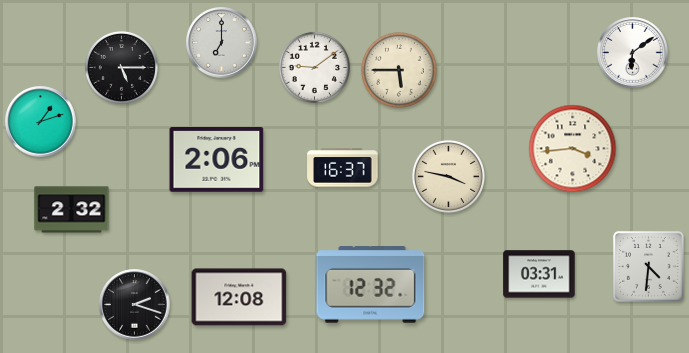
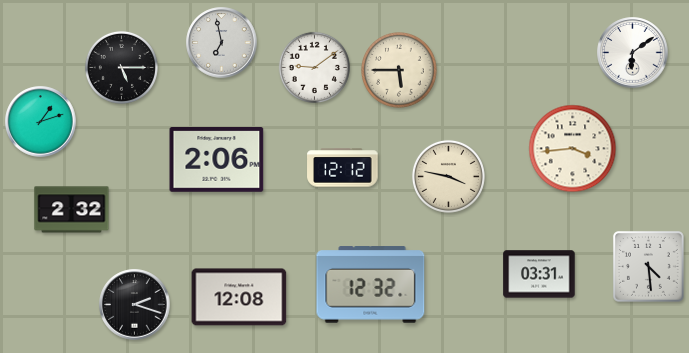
clock at (222, 43): 7:00 -> 6:58
clock at (343, 168): 16:37 -> 12:12
clock at (648, 266): 4:31 -> 4:29
